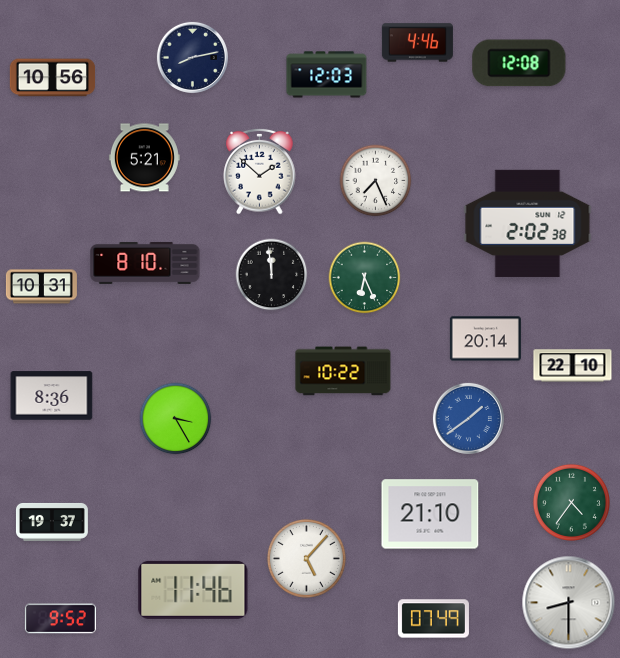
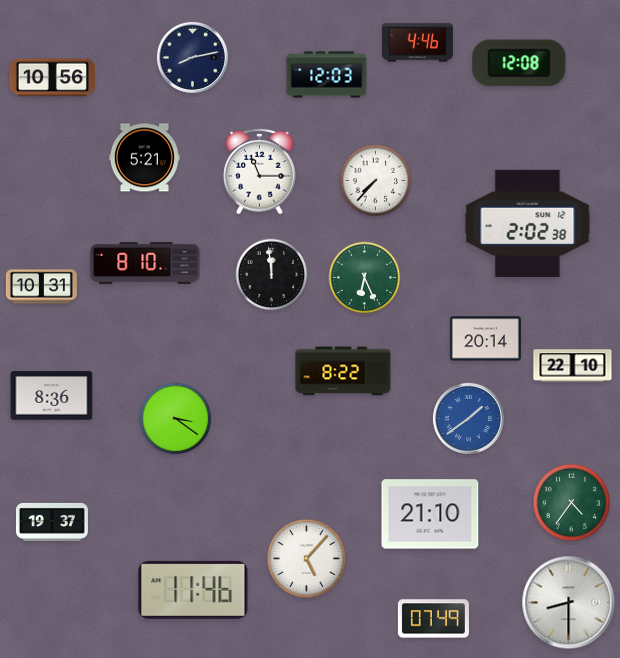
clock at (260, 171): 1:52 -> 11:15
clock at (376, 181): 7:26 -> 7:37
clock at (343, 371): 10:22 -> 8:22
clock at (176, 419): 3:25 -> 3:21
clock at (60, 619): 9:52 -> none
